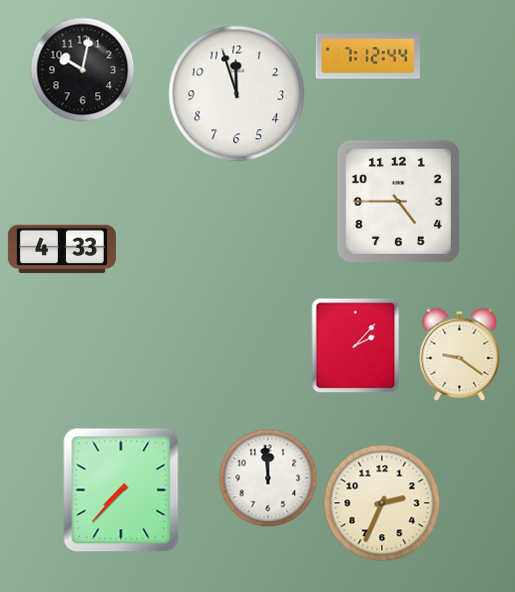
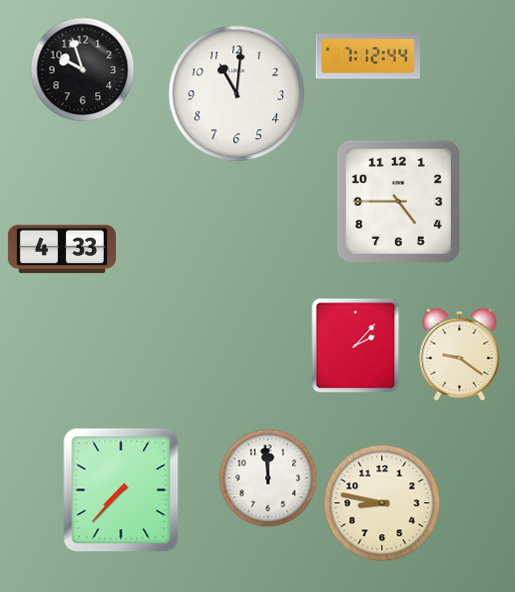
clock at (83, 70): 10:02 -> 9:57
clock at (237, 94): 11:57 -> 11:01
clock at (382, 503): 2:34 -> 8:47
